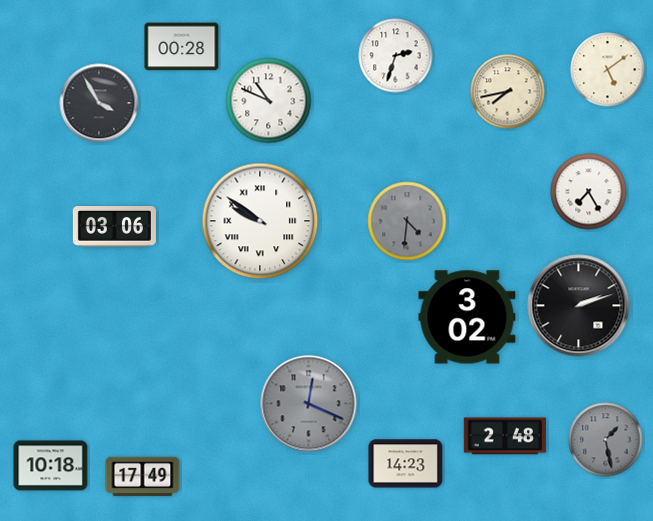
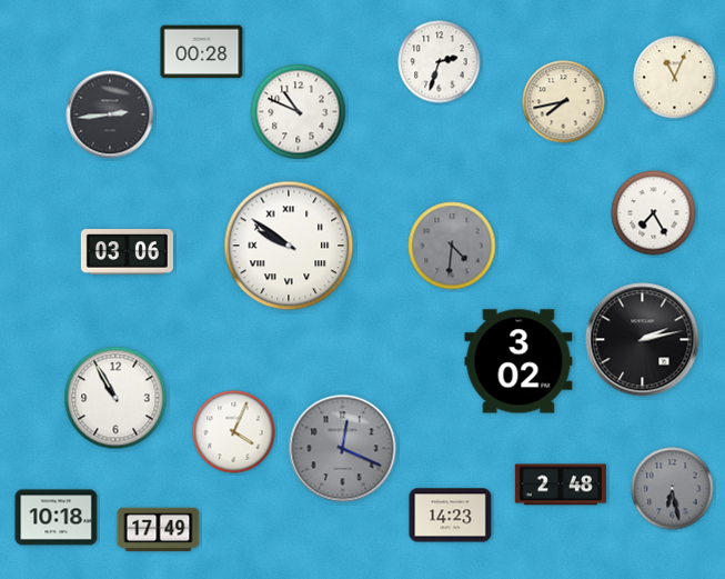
clock at (608, 70): 5:09 -> 11:04
clock at (99, 103): 3:55 -> 2:44
clock at (579, 306): 2:12 -> 2:13
clock at (467, 317) position: (467, 317) -> (518, 361)
clock at (115, 398): none -> 10:55
clock at (234, 432): none -> 4:04
clock at (606, 440): 1:28 -> 6:28
